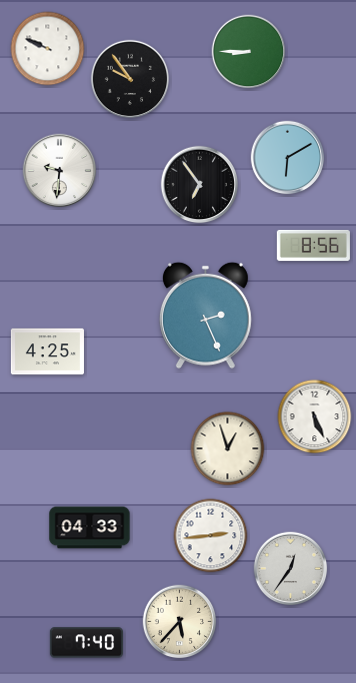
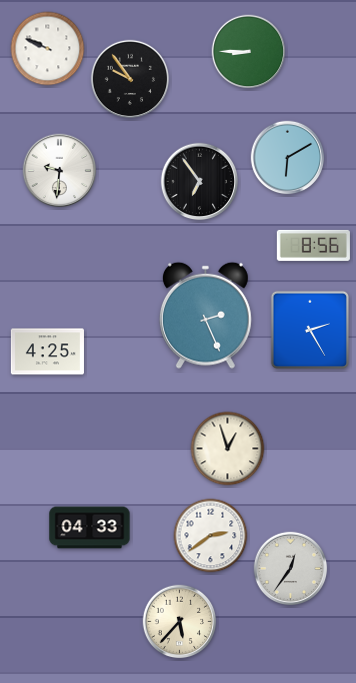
clock at (200, 185) position: (200, 185) -> (200, 182)
clock at (309, 329): none -> 2:25
clock at (315, 417): 5:26 -> none
clock at (211, 536): 2:44 -> 2:39
clock at (86, 643): 7:40 -> none
